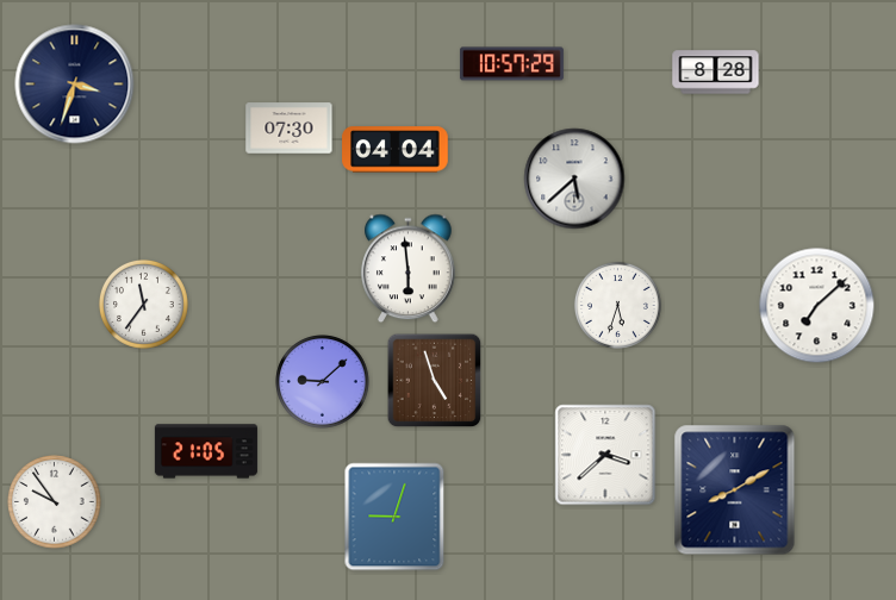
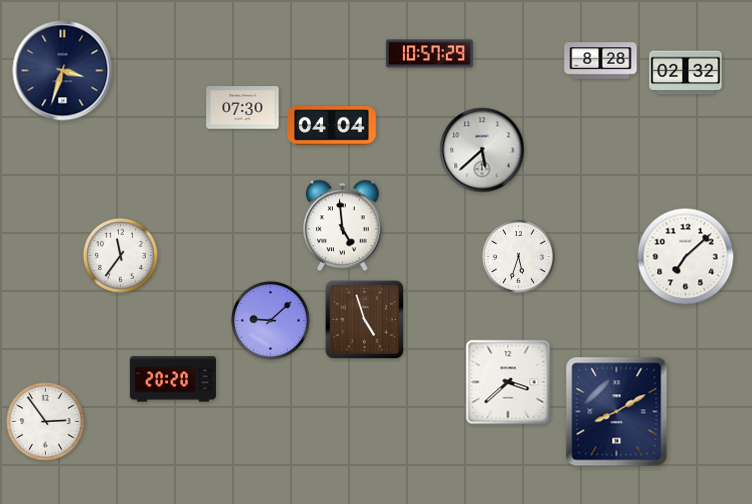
clock at (686, 73): none -> 02:32
clock at (409, 269): 5:59 -> 4:59
clock at (206, 451): 21:05 -> 20:20
clock at (55, 502): 9:54 -> 2:54
clock at (394, 517): 9:03 -> none
